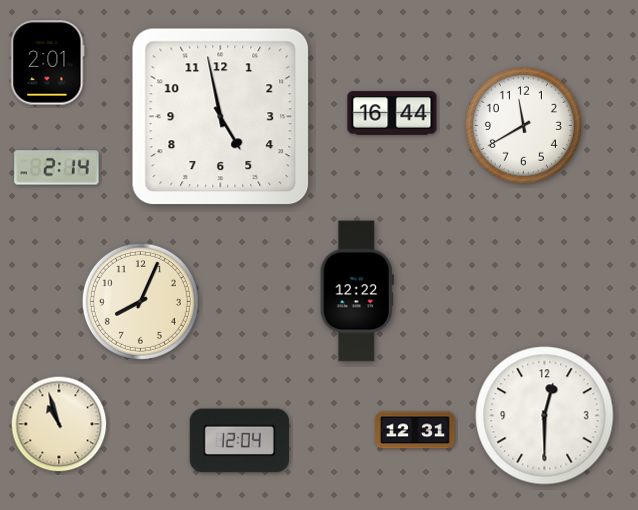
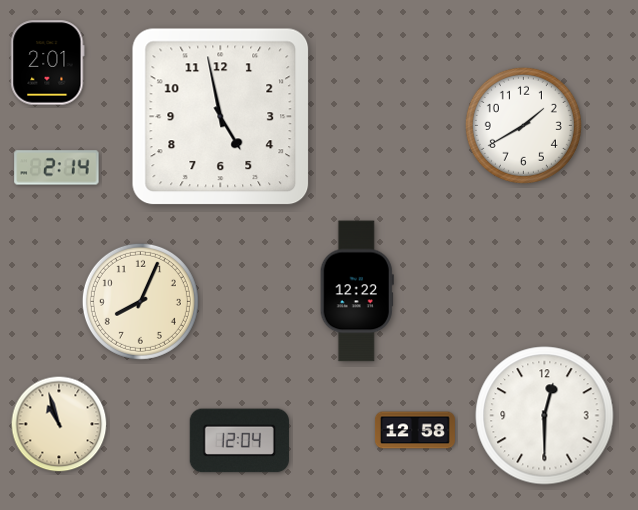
clock at (392, 113): 16:44 -> none
clock at (523, 125): 11:40 -> 1:40
clock at (415, 430): 12:31 -> 12:58
